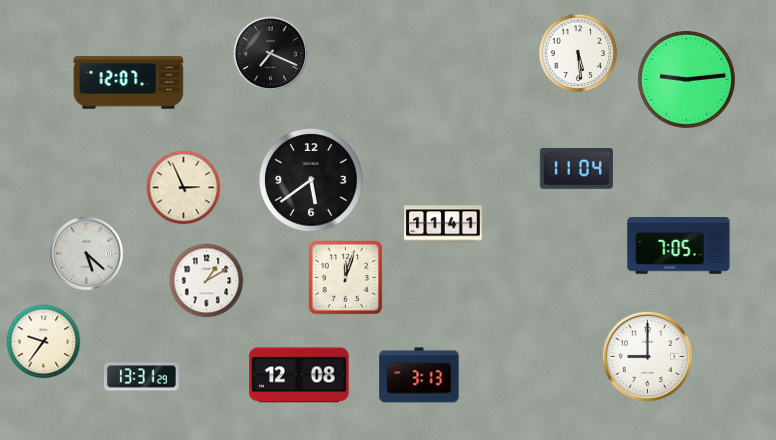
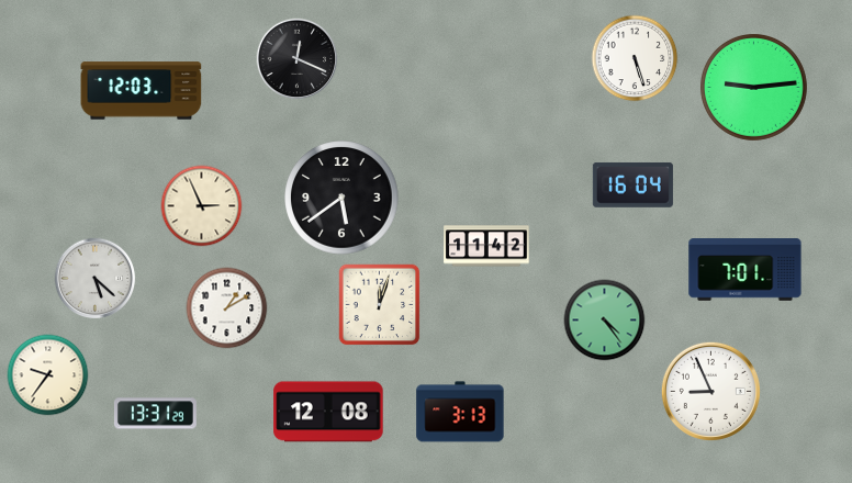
clock at (578, 53): 5:29 -> 5:27
clock at (271, 54): 7:19 -> 12:19
clock at (129, 83): 12:07 -> 12:03
clock at (576, 168): 11:04 -> 16:04
clock at (443, 224): 11:41 -> 11:42
clock at (679, 246): 7:05 -> 7:01
clock at (605, 321): none -> 4:24
clock at (647, 356): 9:00 -> 8:56
